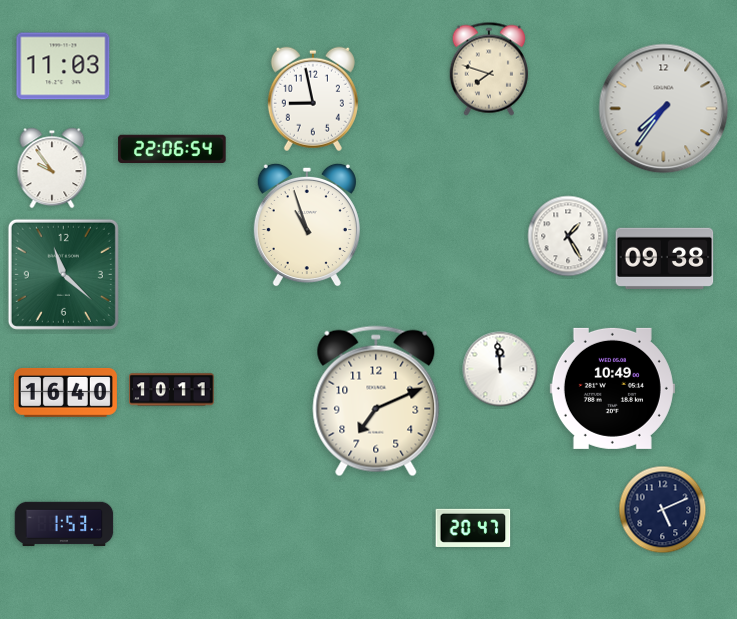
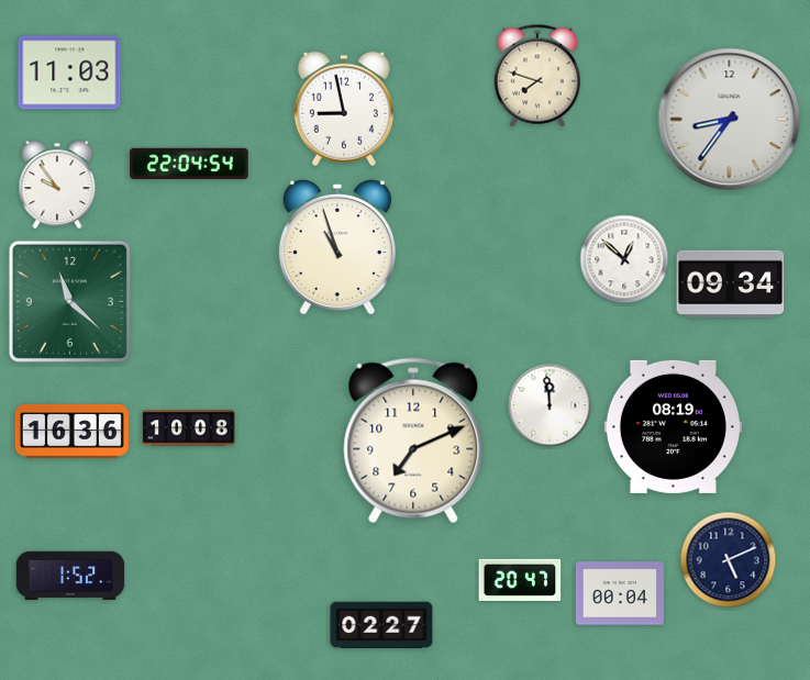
clock at (664, 109): 7:36 -> 8:36
clock at (172, 148): 22:06 -> 22:04
clock at (568, 236): 1:25 -> 12:52
clock at (665, 258): 09:38 -> 09:34
clock at (612, 388): 10:49 -> 08:19
clock at (172, 390): 10:11 -> 10:08
clock at (65, 392): 16:40 -> 16:36
clock at (64, 524): 1:53 -> 1:52
clock at (620, 593): none -> 00:04
clock at (381, 625): none -> 02:27
